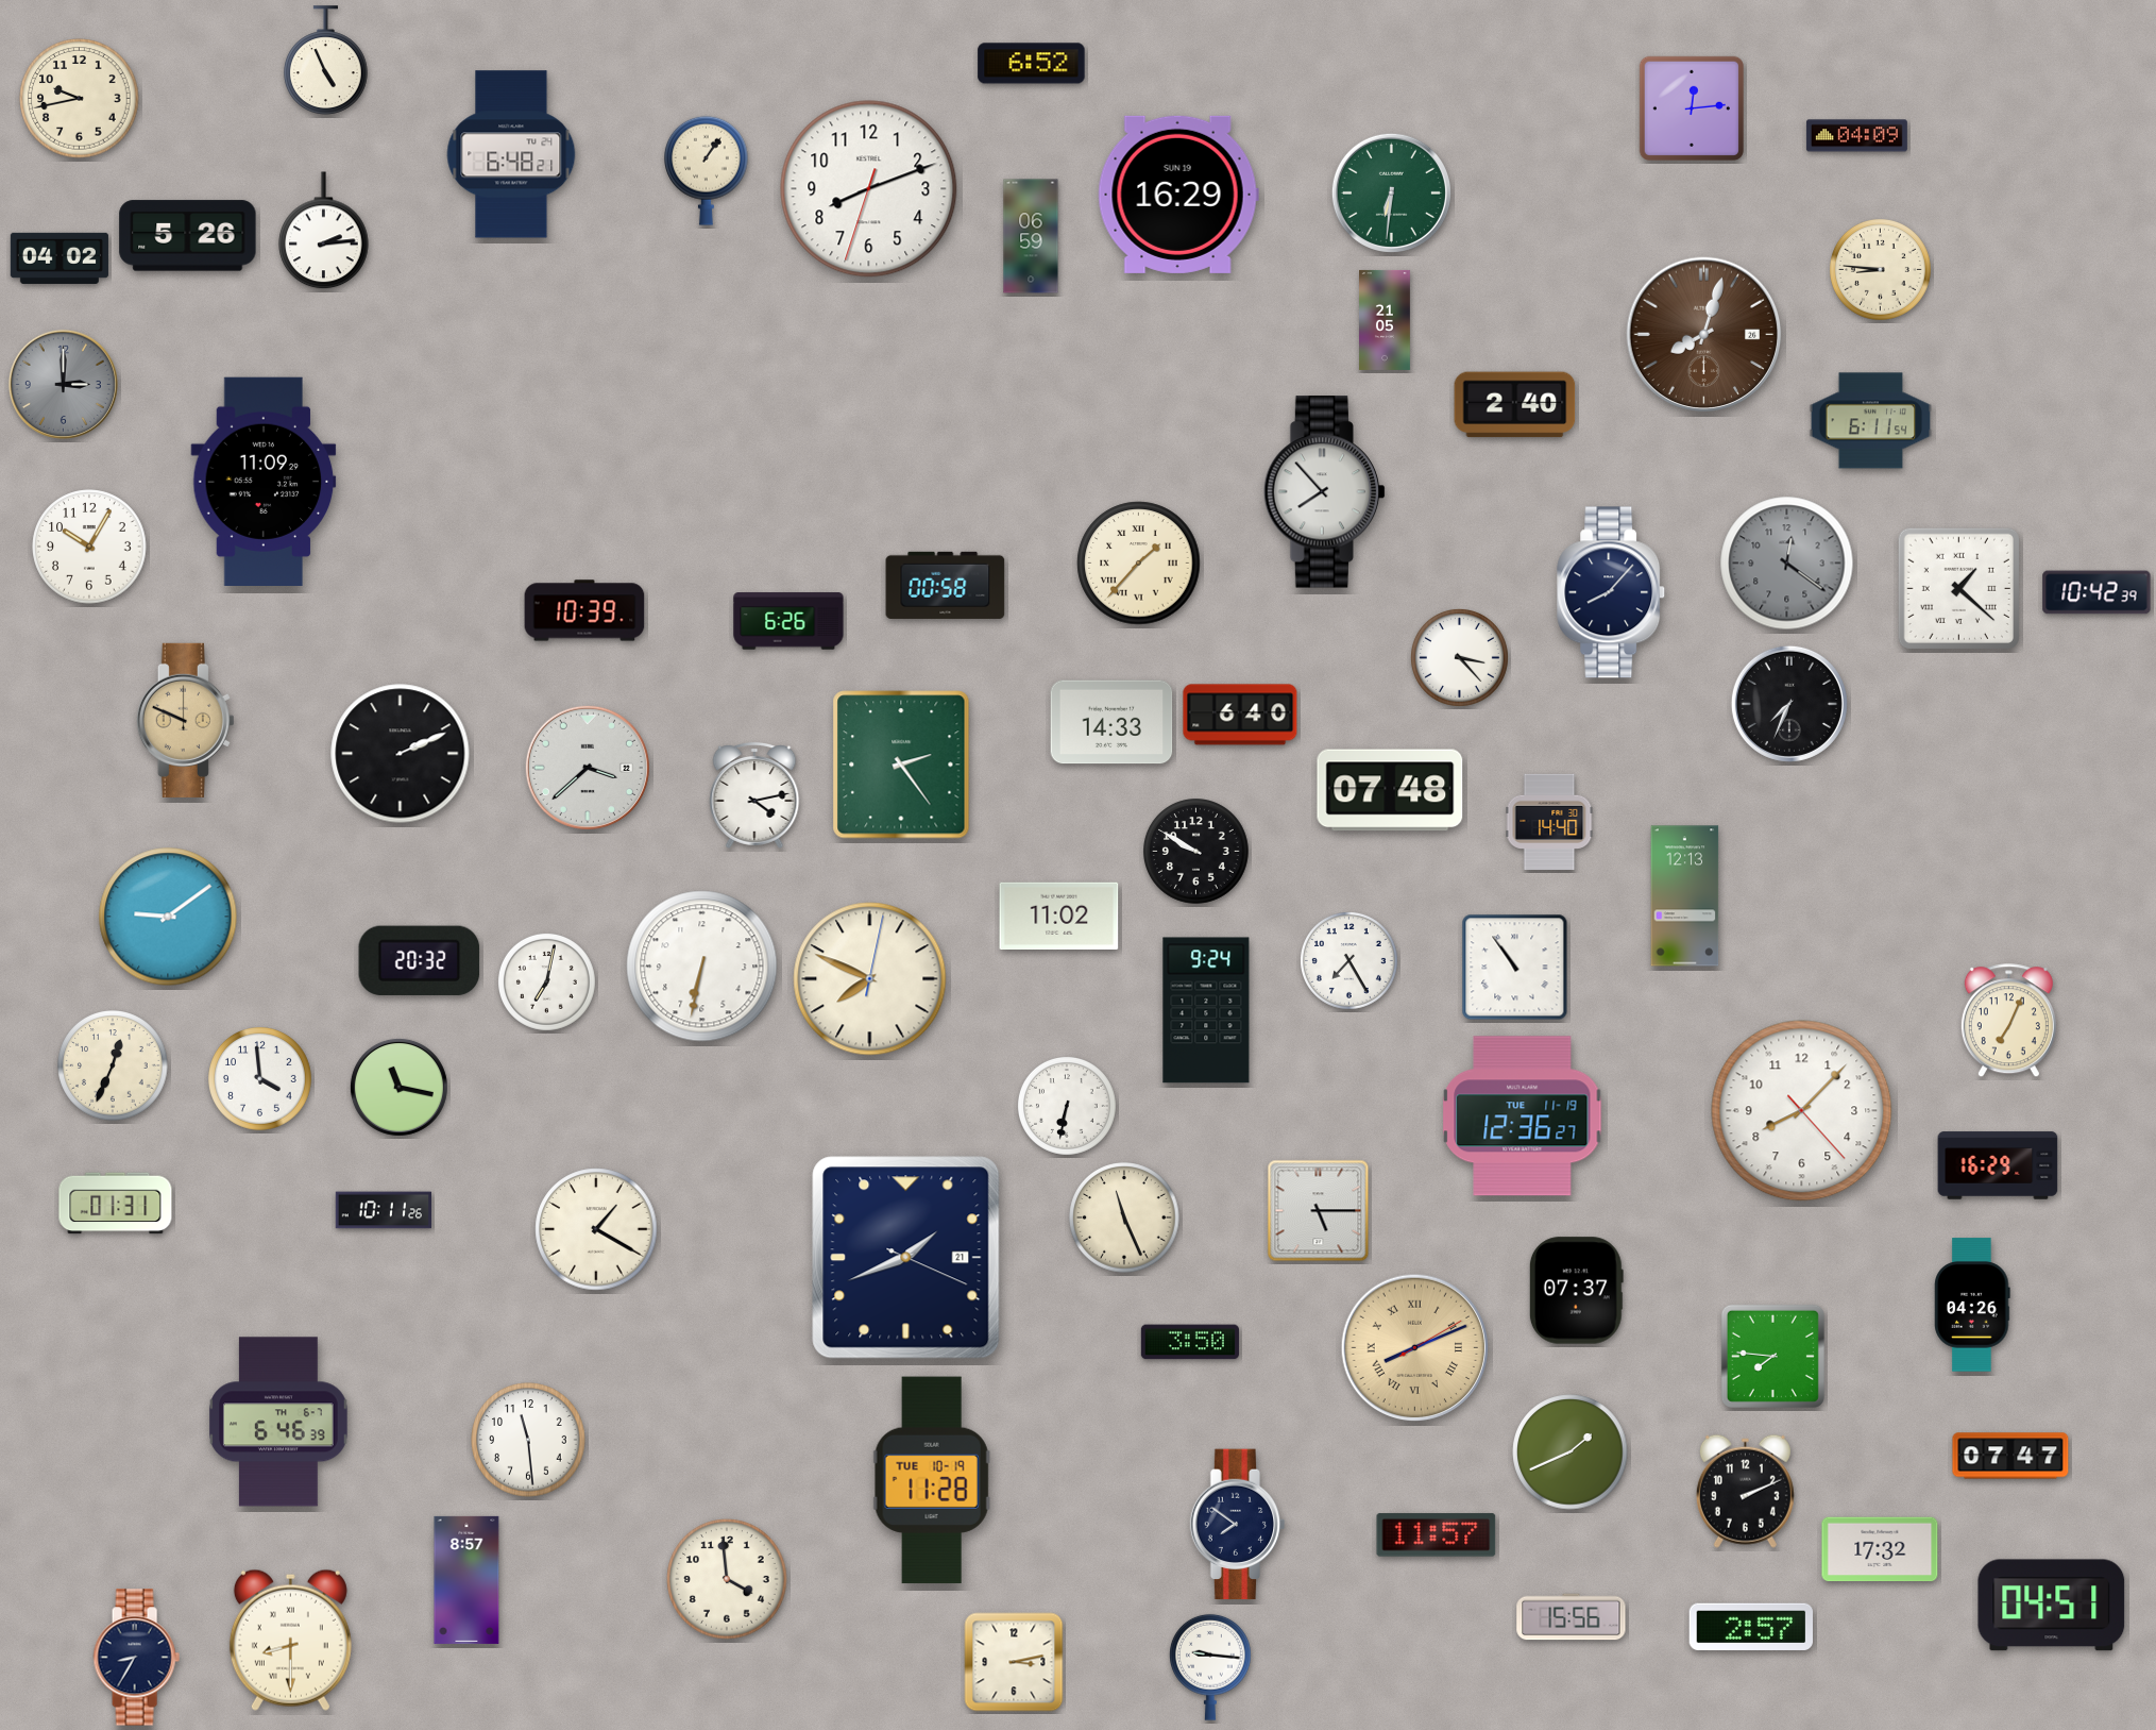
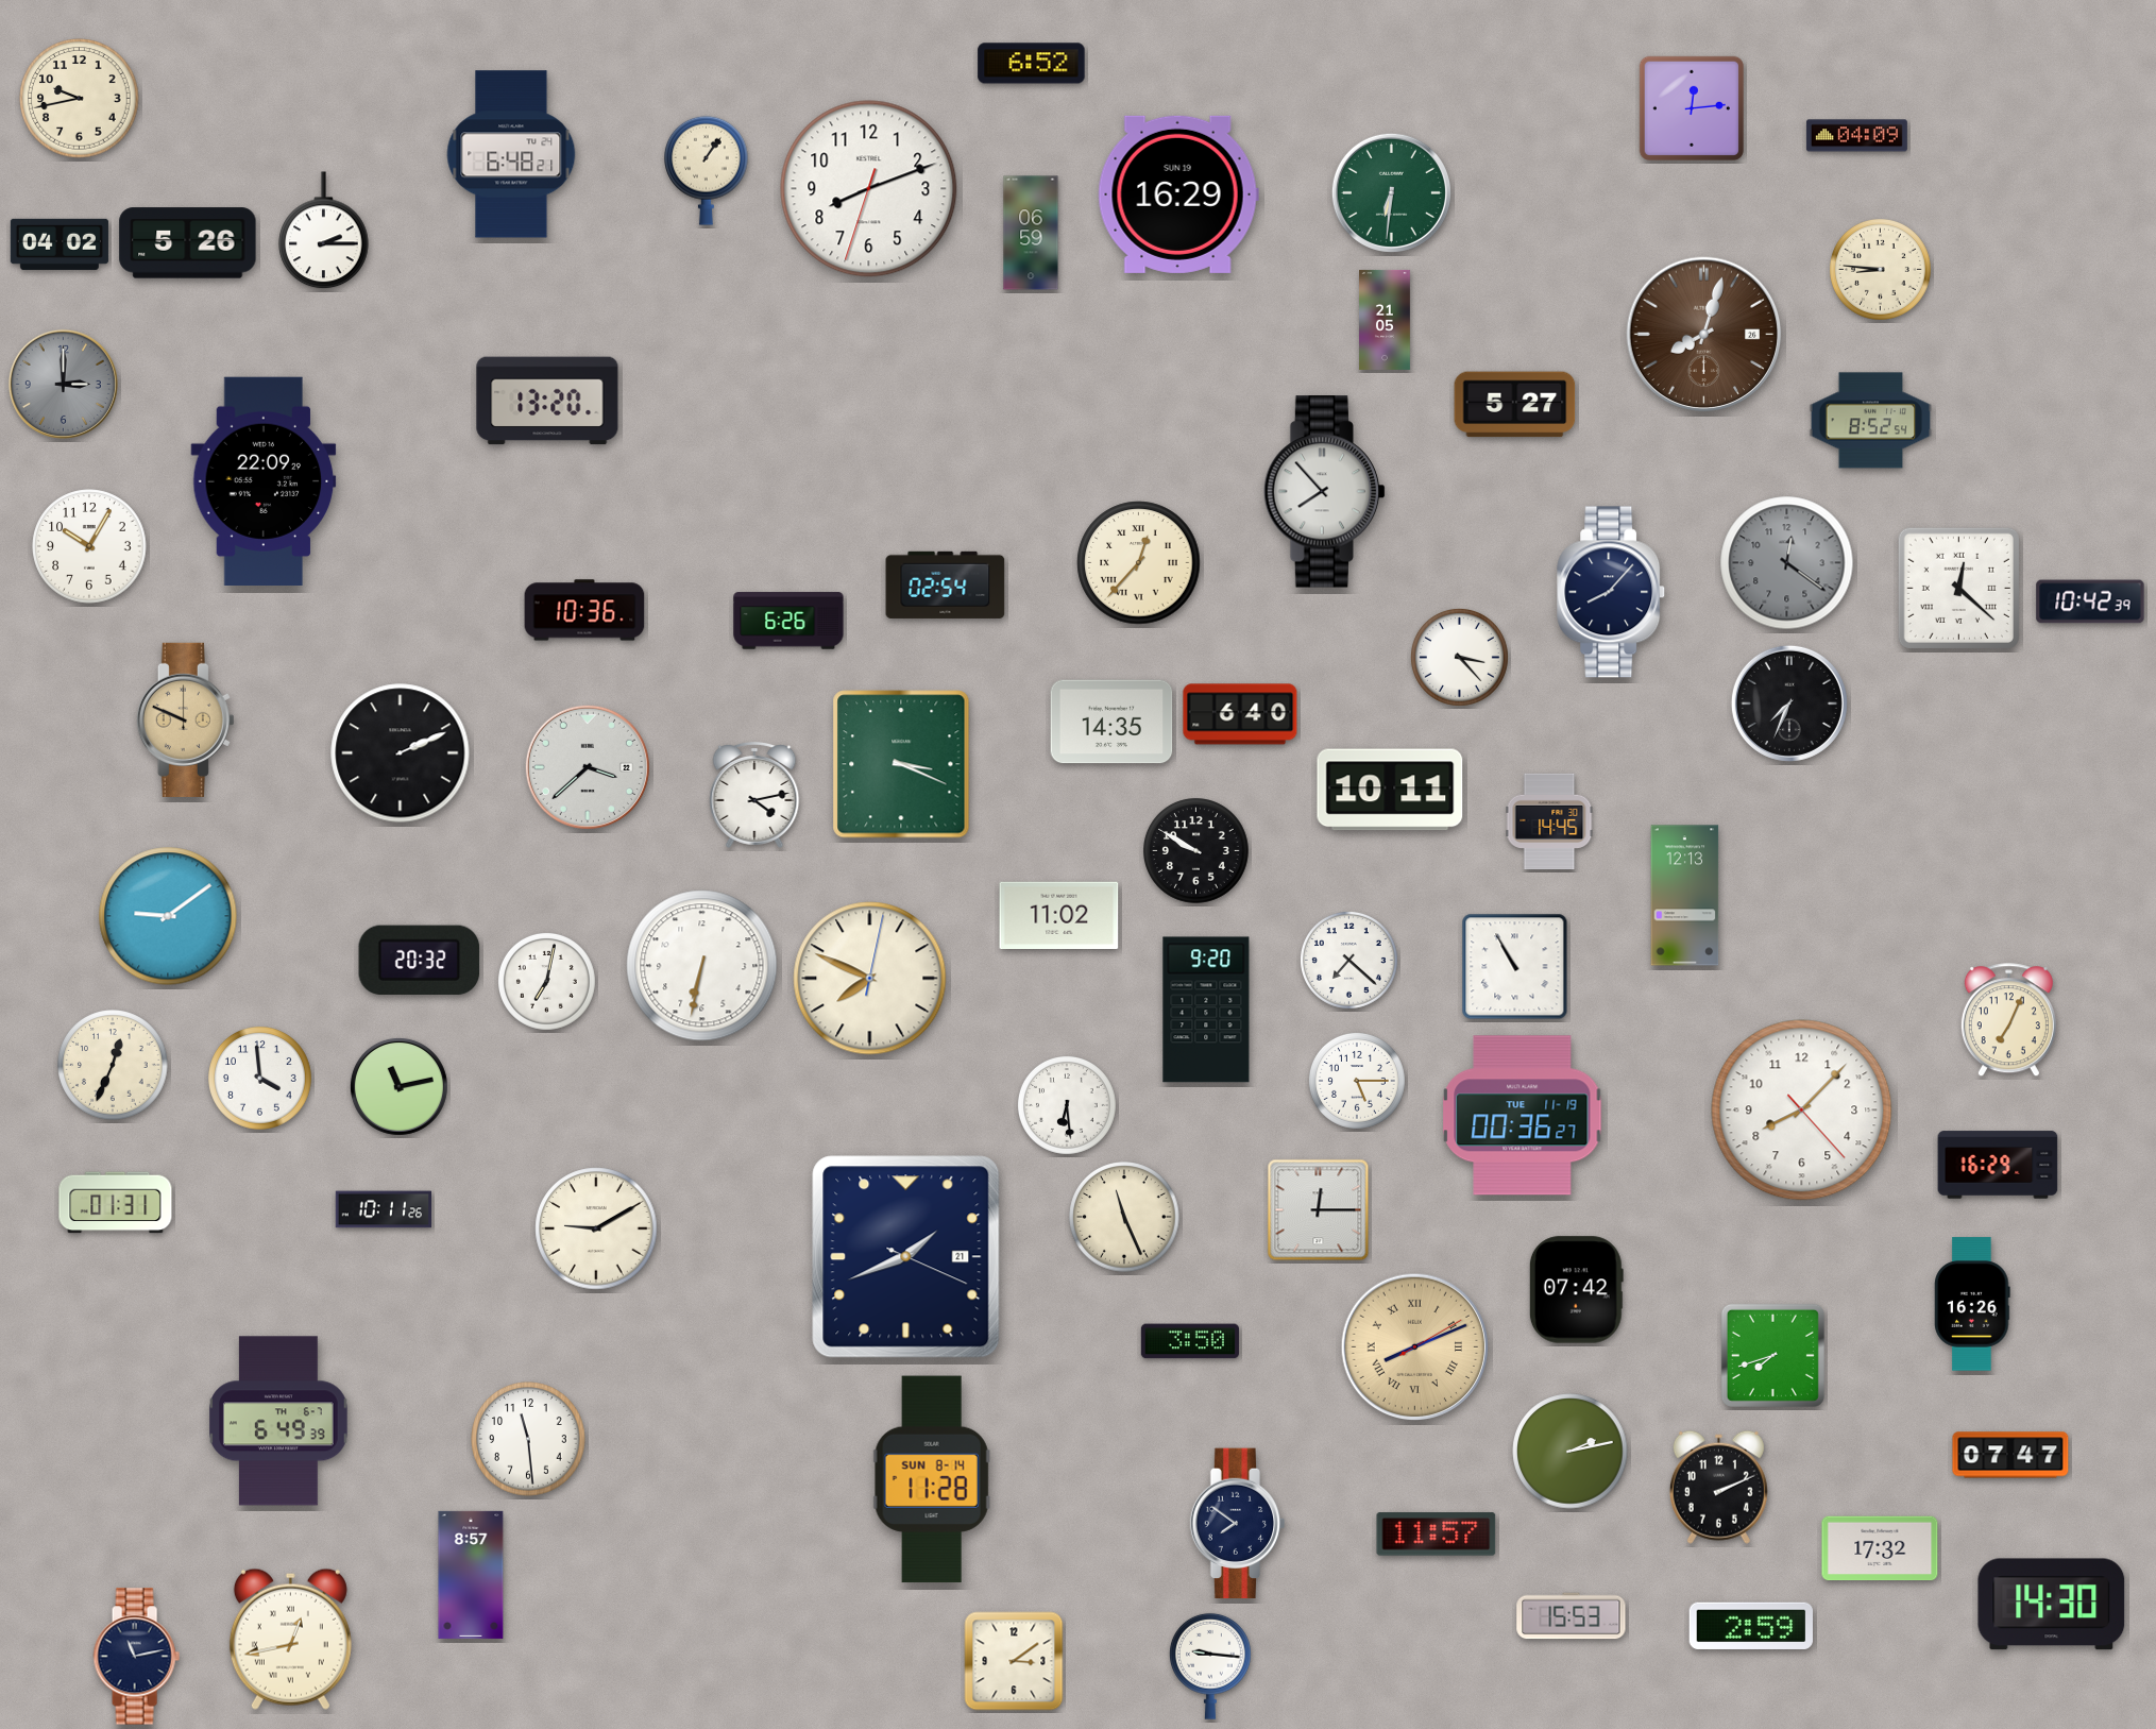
clock at (326, 61): 4:56 -> none
clock at (324, 231): 2:14 -> 2:15
clock at (188, 236) position: (188, 236) -> (188, 243)
clock at (1031, 236) position: (1031, 236) -> (1031, 233)
clock at (60, 258) position: (60, 258) -> (60, 244)
clock at (547, 401): none -> 13:20
clock at (1515, 405): 2:40 -> 5:27
clock at (1871, 421): 6:11 -> 8:52
clock at (264, 481): 11:09 -> 22:09
clock at (1139, 564): 1:37 -> 12:37
clock at (946, 585): 00:58 -> 02:54
clock at (1958, 588): 1:22 -> 12:22
clock at (2096, 592) position: (2096, 592) -> (2090, 601)
clock at (584, 610): 10:39 -> 10:36
clock at (1111, 722): 14:33 -> 14:35
clock at (901, 765): 2:24 -> 3:19
clock at (1390, 790): 07:48 -> 10:11
clock at (1549, 822): 14:40 -> 14:45
clock at (1348, 960): 7:25 -> 7:22
clock at (1515, 968): 10:54 -> 10:55
clock at (1206, 1010): 9:24 -> 9:20
clock at (1357, 1081): none -> 5:15
clock at (398, 1087): 11:17 -> 11:13
clock at (1067, 1106): 6:32 -> 6:29
clock at (1523, 1116): 12:36 -> 00:36
clock at (1319, 1211): 5:15 -> 12:15
clock at (596, 1229): 1:20 -> 9:10
clock at (1576, 1291): 07:37 -> 07:42
clock at (1972, 1305): 04:26 -> 16:26
clock at (1772, 1356): 7:46 -> 7:42
clock at (279, 1422): 6:46 -> 6:49
clock at (1571, 1452): 1:41 -> 2:13
clock at (932, 1480) date: TUE 10-19 -> SUN 8-14
clock at (1745, 1491) position: (1745, 1491) -> (1718, 1487)
clock at (727, 1579): 3:59 -> none
clock at (466, 1580) position: (466, 1580) -> (471, 1575)
clock at (2052, 1606): 04:51 -> 14:30
clock at (1572, 1617): 15:56 -> 15:53
clock at (1750, 1627): 2:57 -> 2:59
clock at (290, 1640): 8:30 -> 12:43
clock at (136, 1658): 8:35 -> 11:13
clock at (1014, 1662): 3:13 -> 3:09
